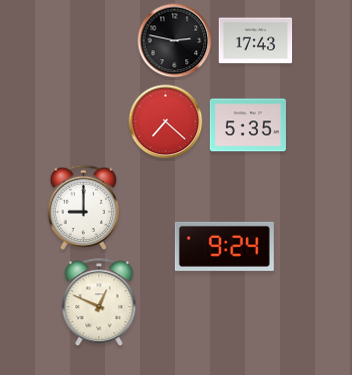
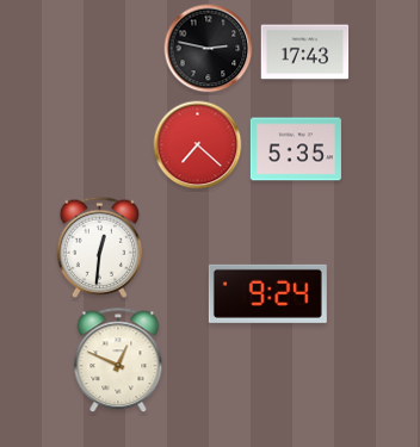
clock at (256, 41) position: (256, 41) -> (305, 52)
clock at (84, 207): 9:00 -> 12:31
